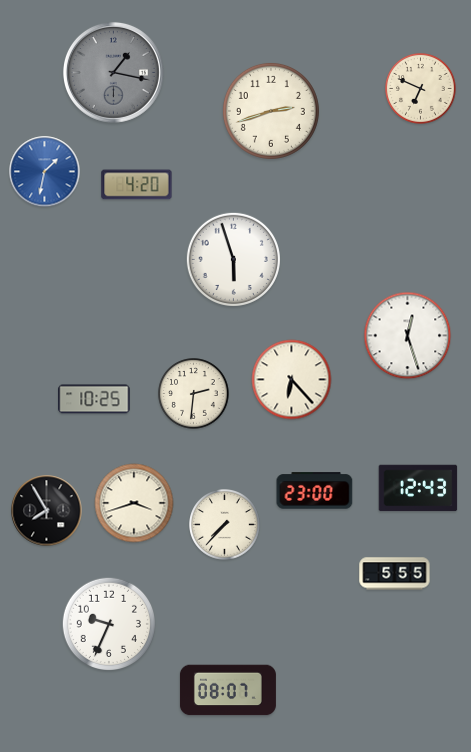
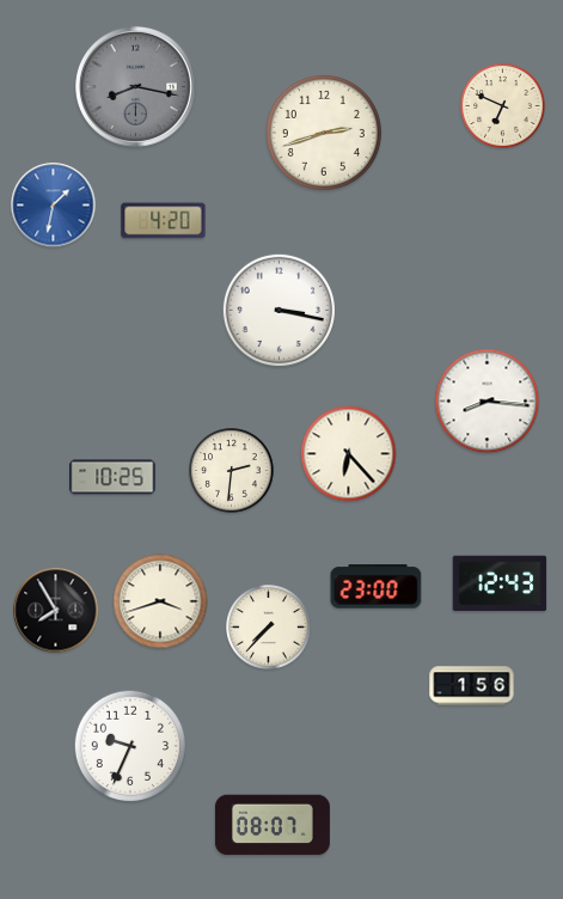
clock at (113, 72): 1:17 -> 8:17
clock at (233, 259): 5:57 -> 3:17
clock at (408, 336): 12:27 -> 8:16
clock at (395, 574): 5:55 -> 1:56
